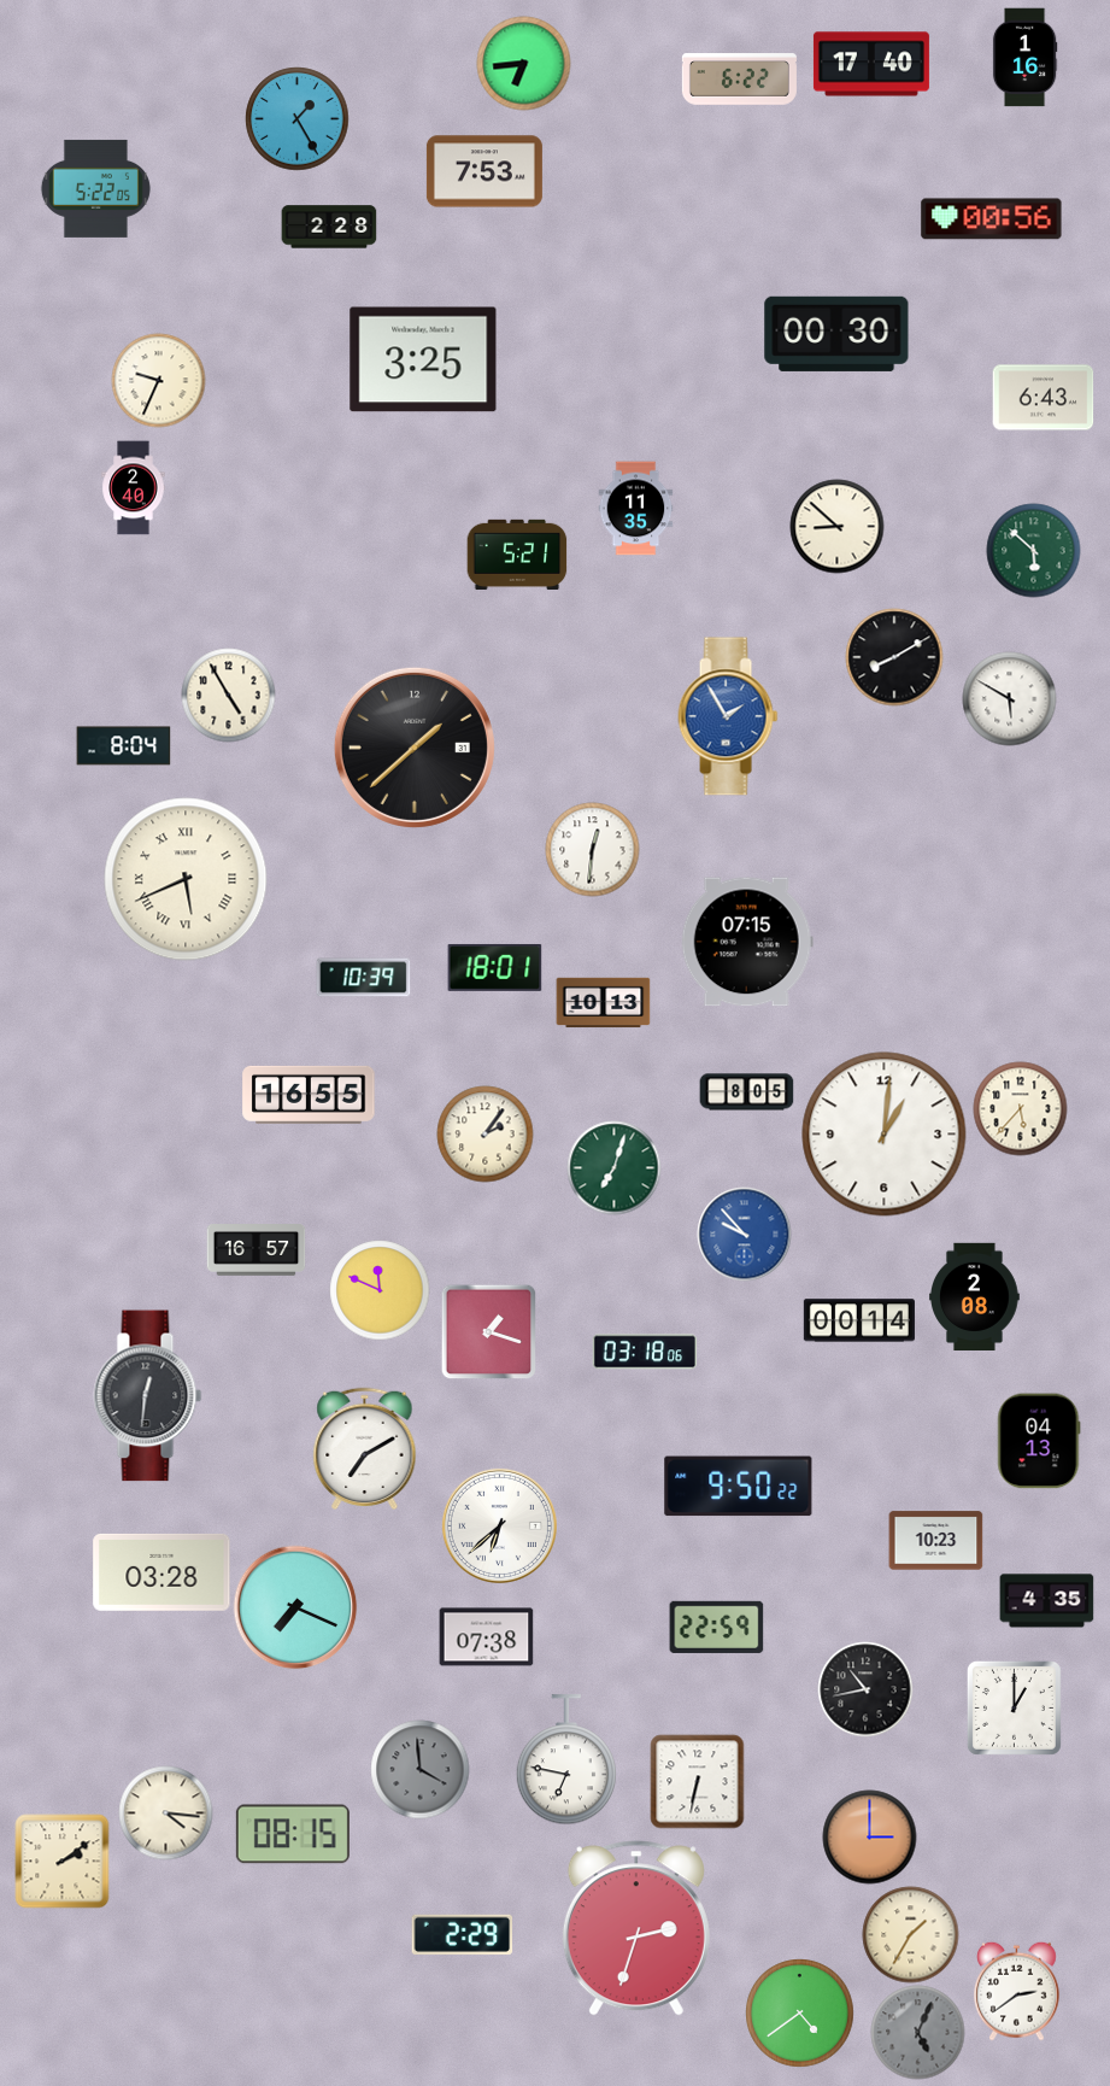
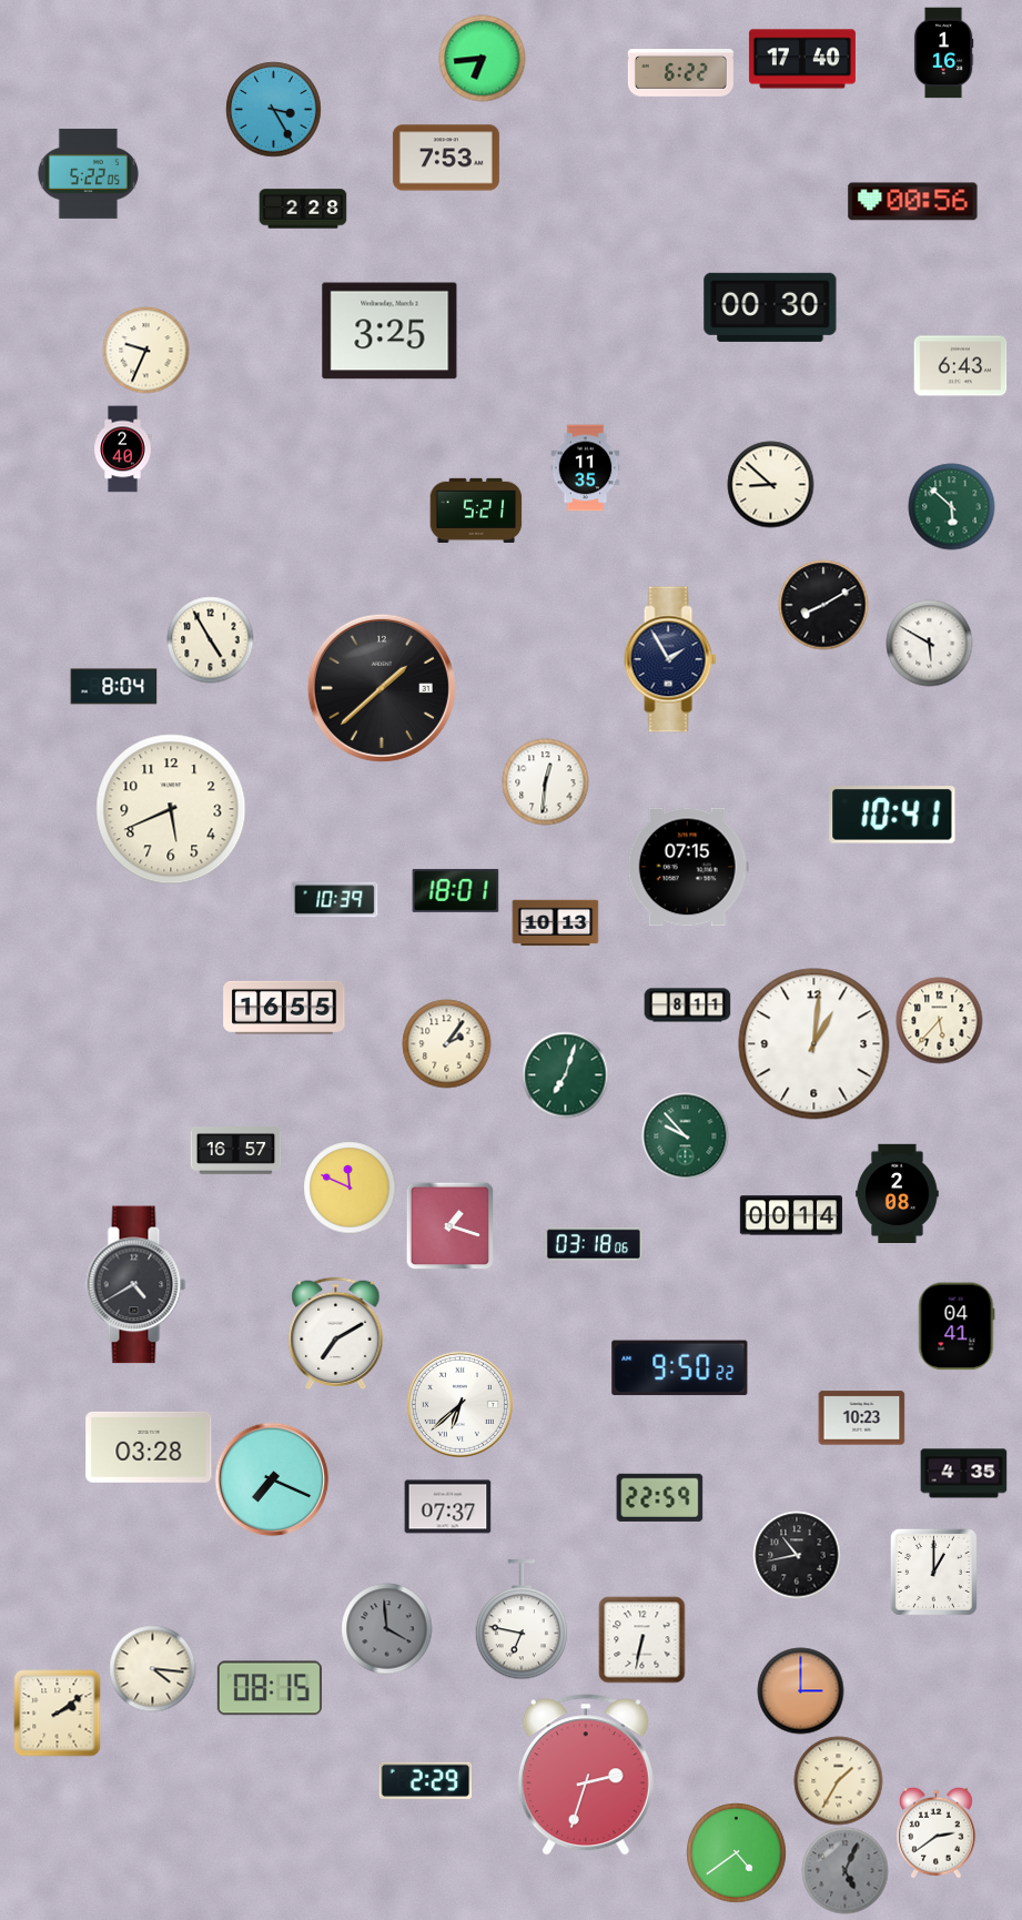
clock at (296, 118): 1:25 -> 3:25
clock at (728, 716) dial: blue -> navy
clock at (186, 879) numerals: Roman -> Arabic
clock at (892, 815): none -> 10:41
clock at (746, 1092): 8:05 -> 8:11
clock at (744, 1234) dial: blue -> green
clock at (148, 1396): 12:31 -> 4:40
clock at (1039, 1441): 04:13 -> 04:41
clock at (486, 1637): 07:38 -> 07:37
